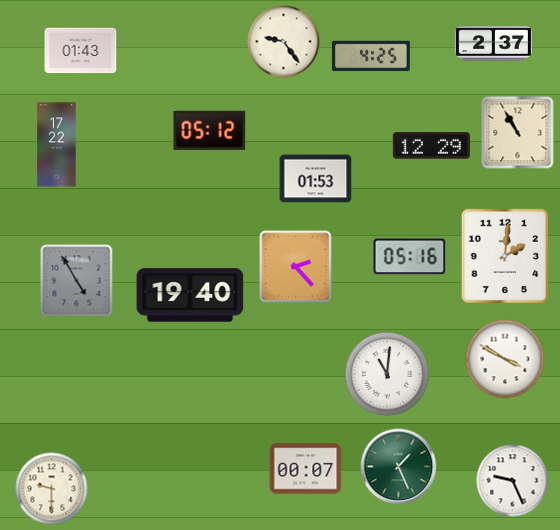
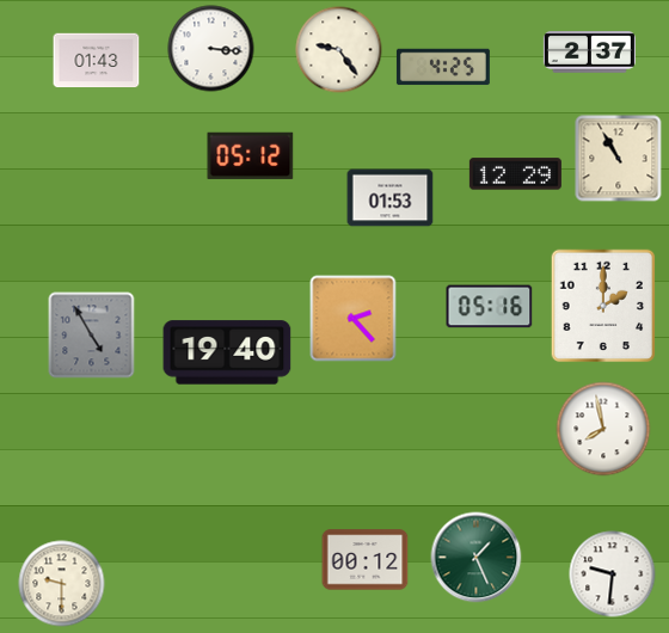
clock at (211, 49): none -> 3:16
clock at (57, 145): 17:22 -> none
clock at (316, 179) position: (316, 179) -> (391, 198)
clock at (504, 256): 2:01 -> 2:00
clock at (505, 359): 3:50 -> 7:58
clock at (387, 374): 11:01 -> none
clock at (306, 469): 00:07 -> 00:12
clock at (513, 481): 9:26 -> 9:31
